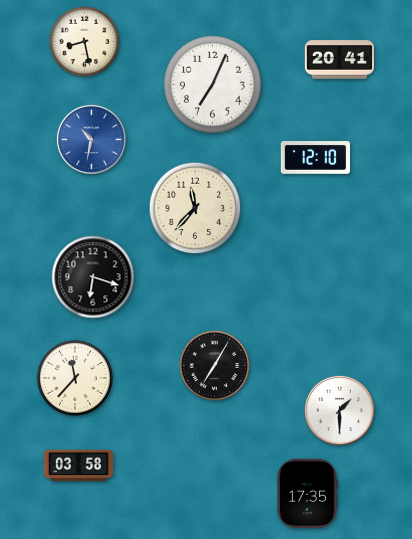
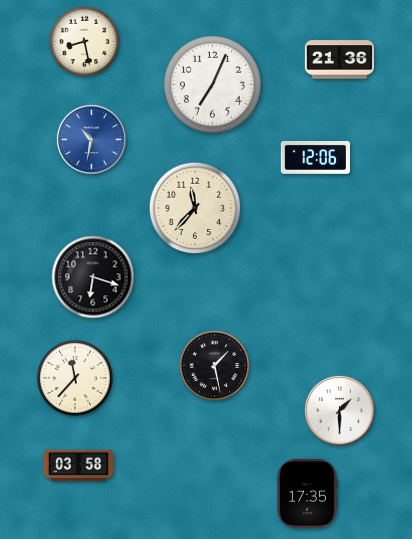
clock at (339, 60): 20:41 -> 21:36
clock at (315, 158): 12:10 -> 12:06
clock at (215, 366): 7:05 -> 1:28
